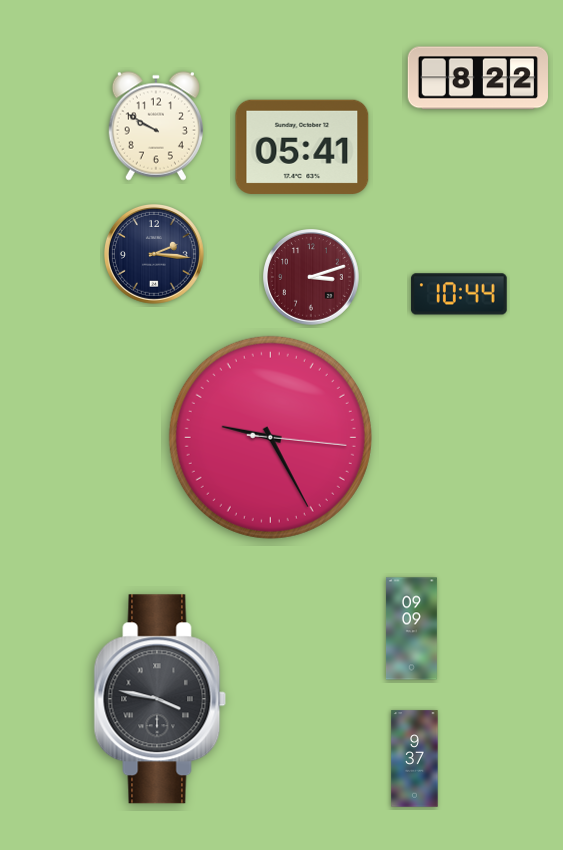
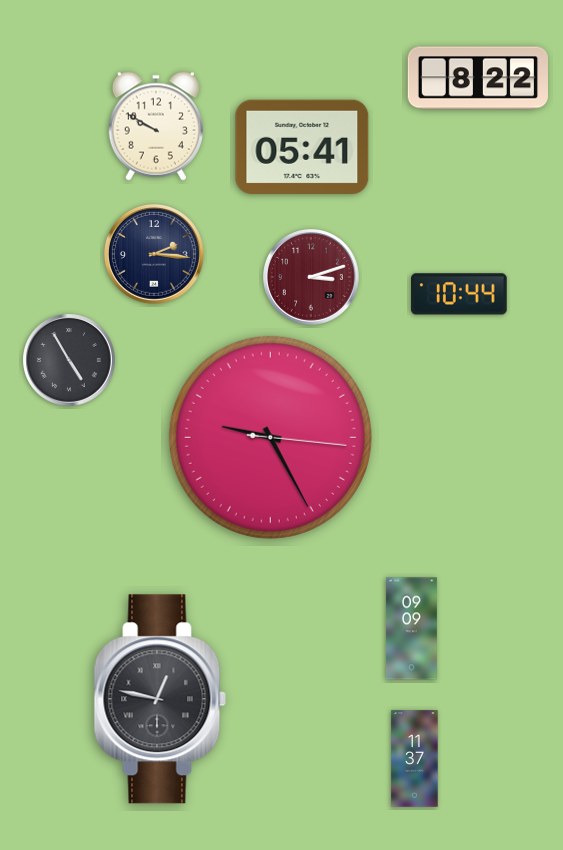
clock at (69, 360): none -> 4:55
clock at (160, 699): 3:47 -> 12:47
clock at (415, 759): 9:37 -> 11:37
